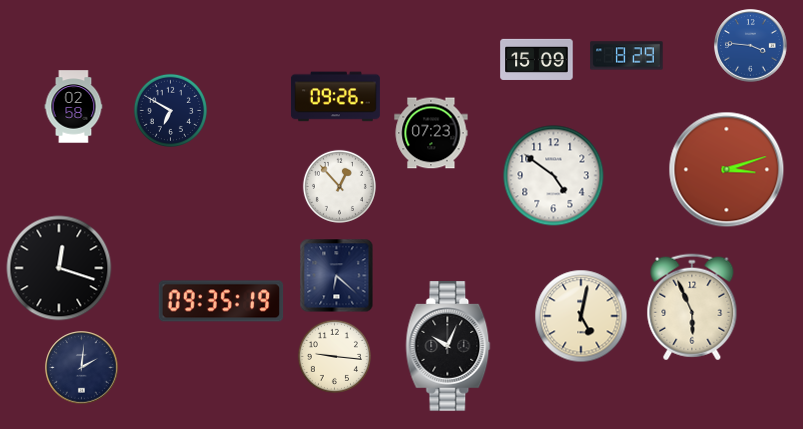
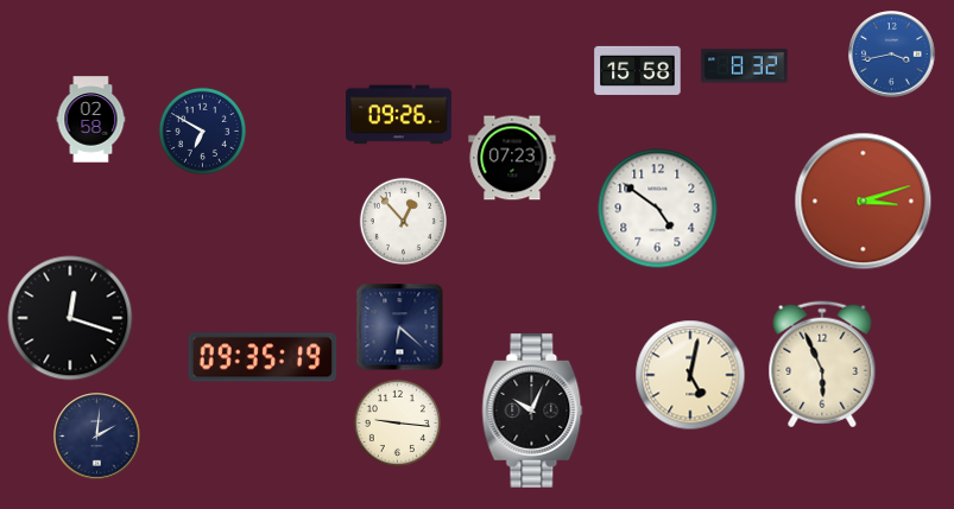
clock at (751, 46): 3:46 -> 3:43
clock at (627, 56): 8:29 -> 8:32
clock at (537, 59): 15:09 -> 15:58
clock at (74, 107) position: (74, 107) -> (91, 120)
